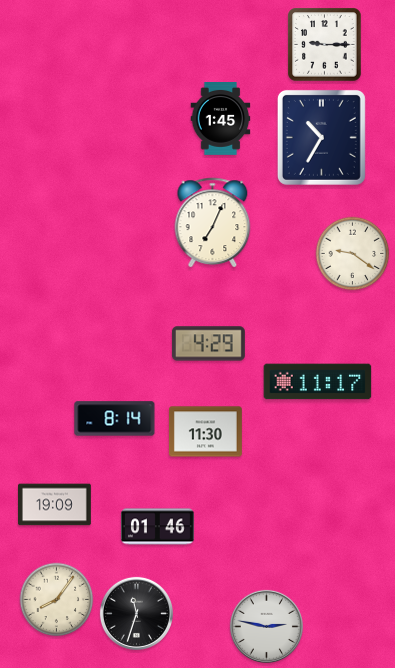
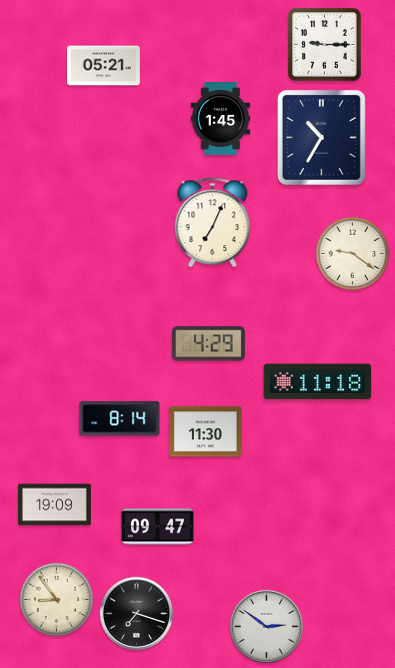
clock at (104, 66): none -> 05:21
clock at (318, 382): 11:17 -> 11:18
clock at (115, 419) position: (115, 419) -> (120, 419)
clock at (158, 527): 01:46 -> 09:47
clock at (57, 600): 8:06 -> 8:54
clock at (136, 613): 11:33 -> 7:18
clock at (266, 626): 2:47 -> 2:51
